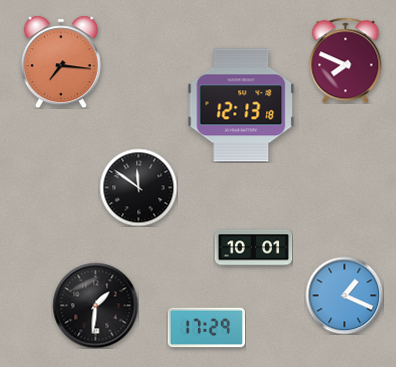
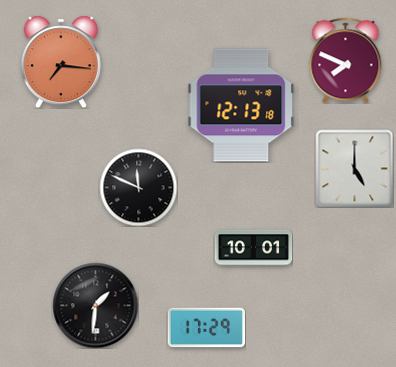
clock at (354, 168): none -> 5:00
clock at (138, 187): 11:51 -> 11:49
clock at (344, 295): 1:19 -> none
